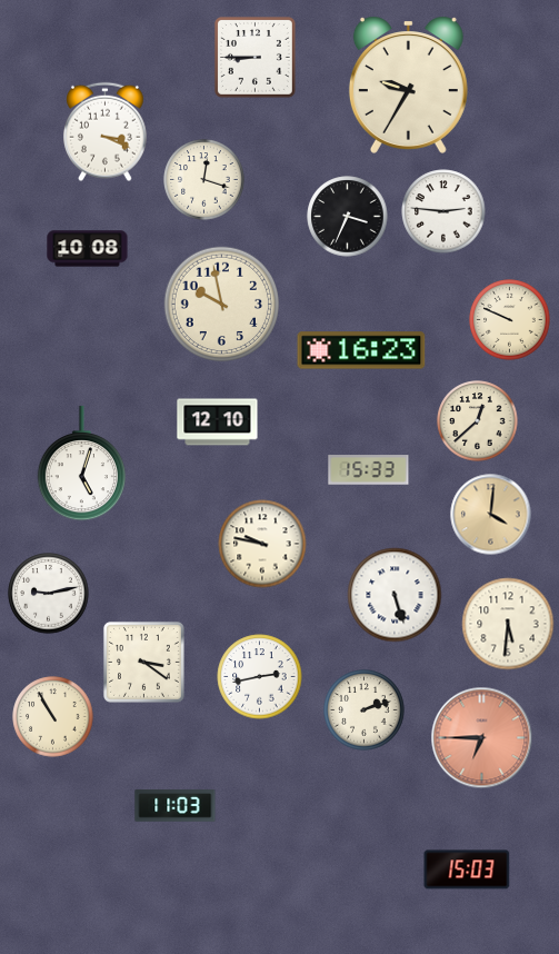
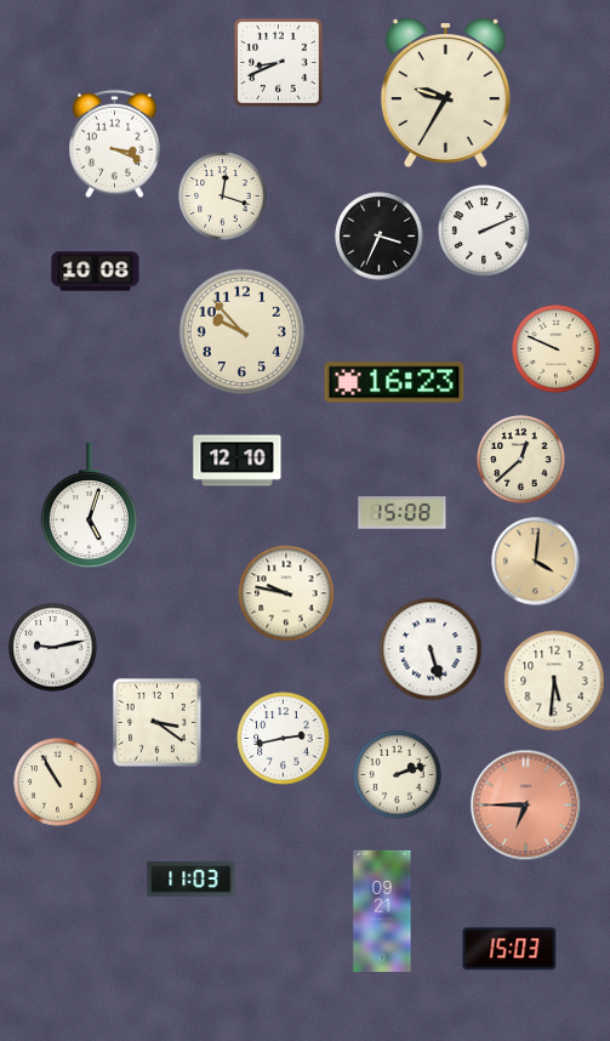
clock at (256, 58): 8:45 -> 8:41
clock at (443, 211): 2:46 -> 2:11
clock at (222, 305): 9:58 -> 9:53
clock at (369, 470): 15:33 -> 15:08
clock at (382, 911): none -> 09:21
